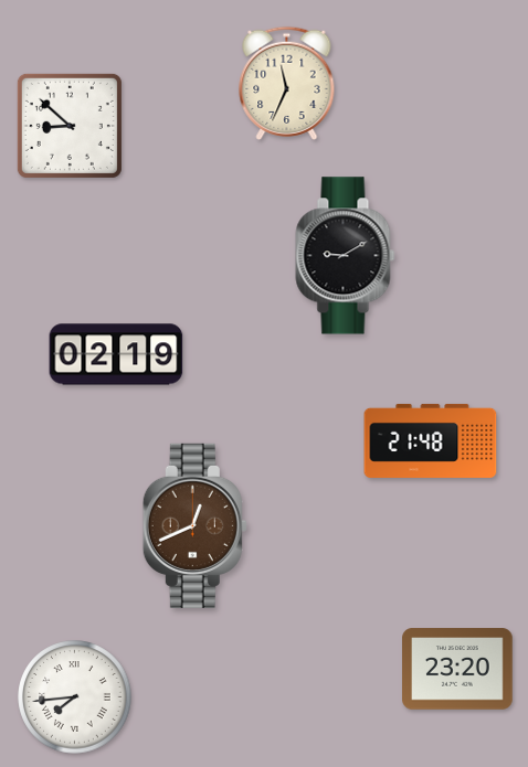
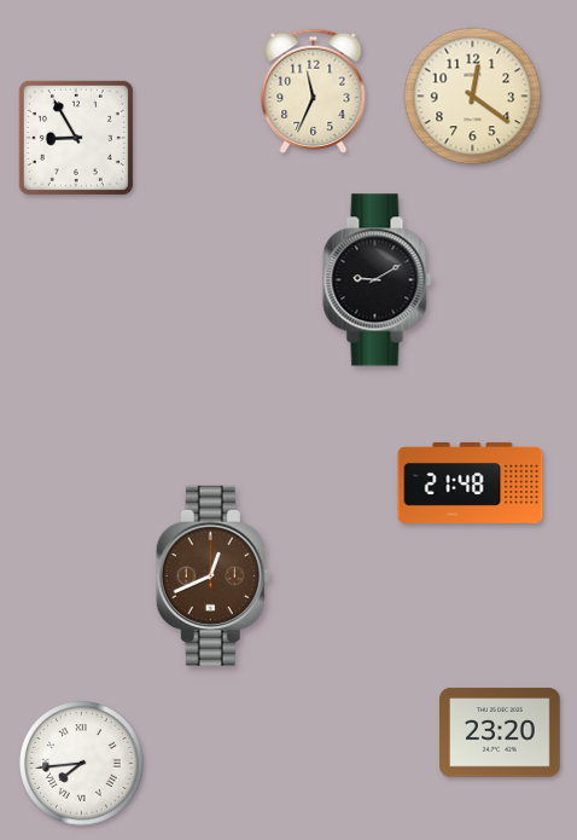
clock at (473, 97): none -> 12:21
clock at (70, 126): 8:52 -> 8:55
clock at (116, 354): 02:19 -> none
